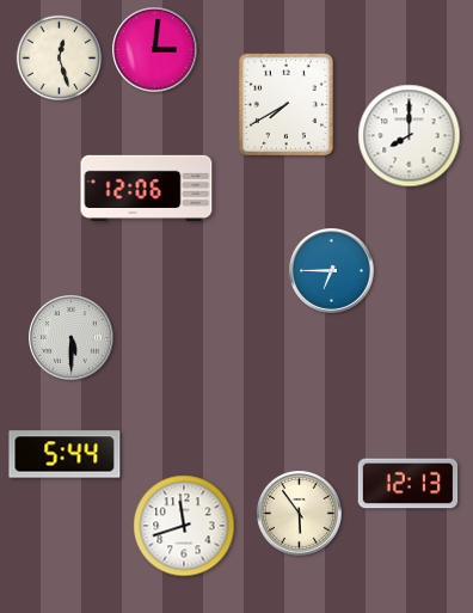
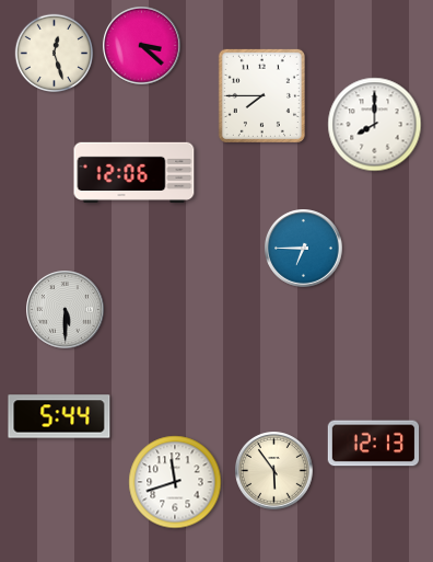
clock at (155, 50): 3:01 -> 3:22
clock at (285, 104): 7:40 -> 7:45
clock at (184, 526) position: (184, 526) -> (175, 482)
